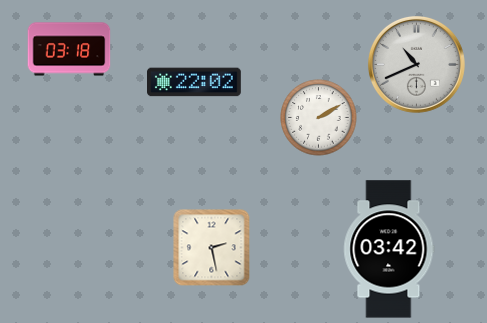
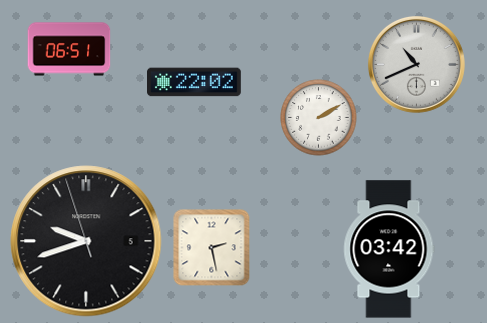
clock at (69, 49): 03:18 -> 06:51
clock at (86, 241): none -> 9:41
